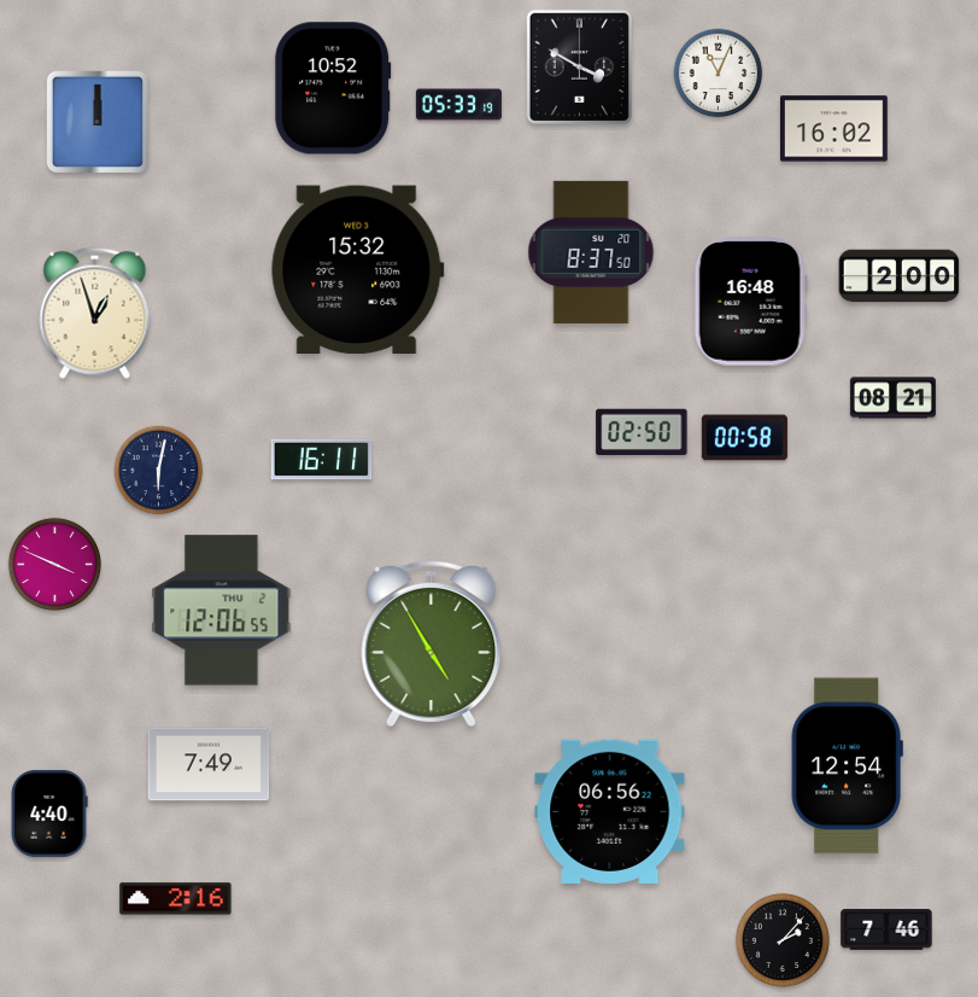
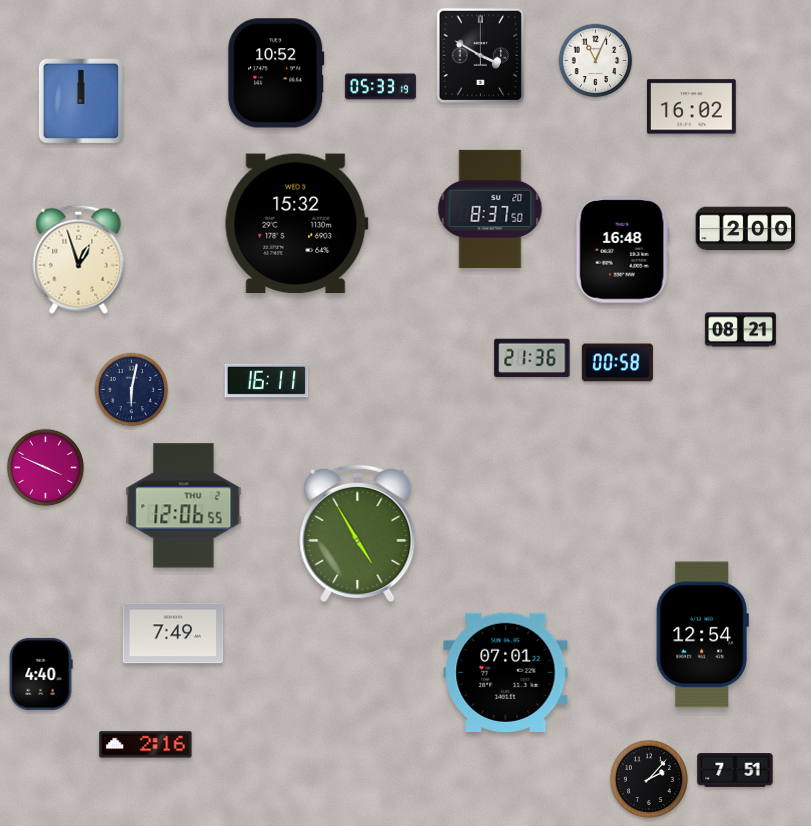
clock at (642, 432): 02:50 -> 21:36
clock at (610, 811): 06:56 -> 07:01
clock at (886, 929): 7:46 -> 7:51
